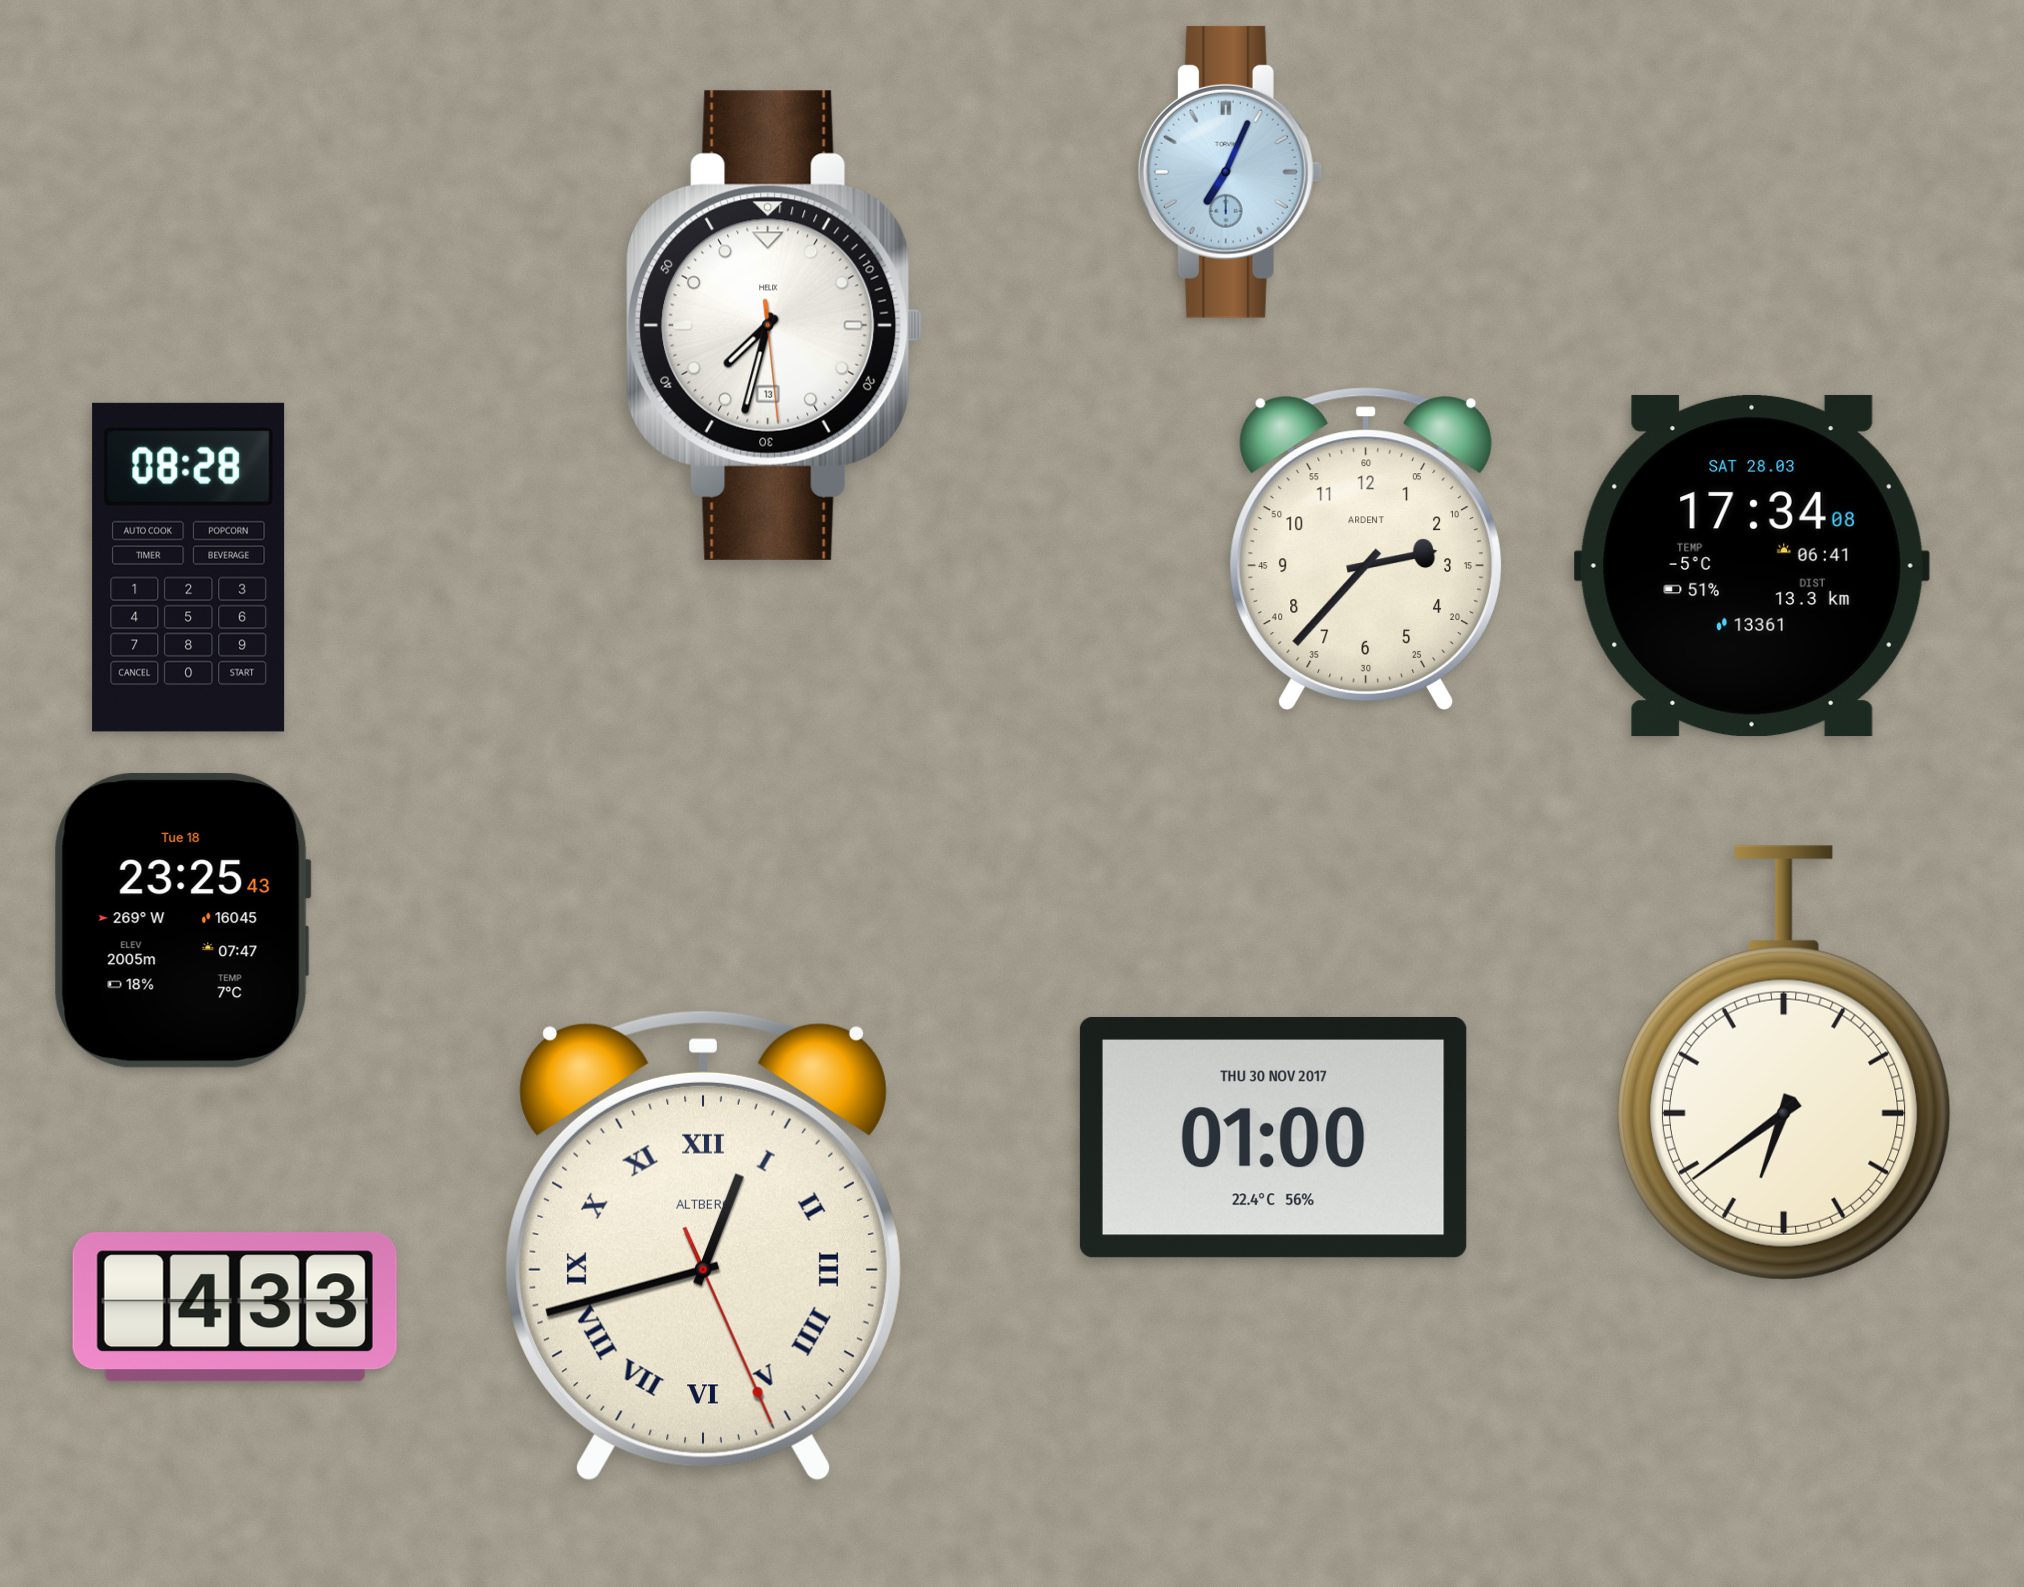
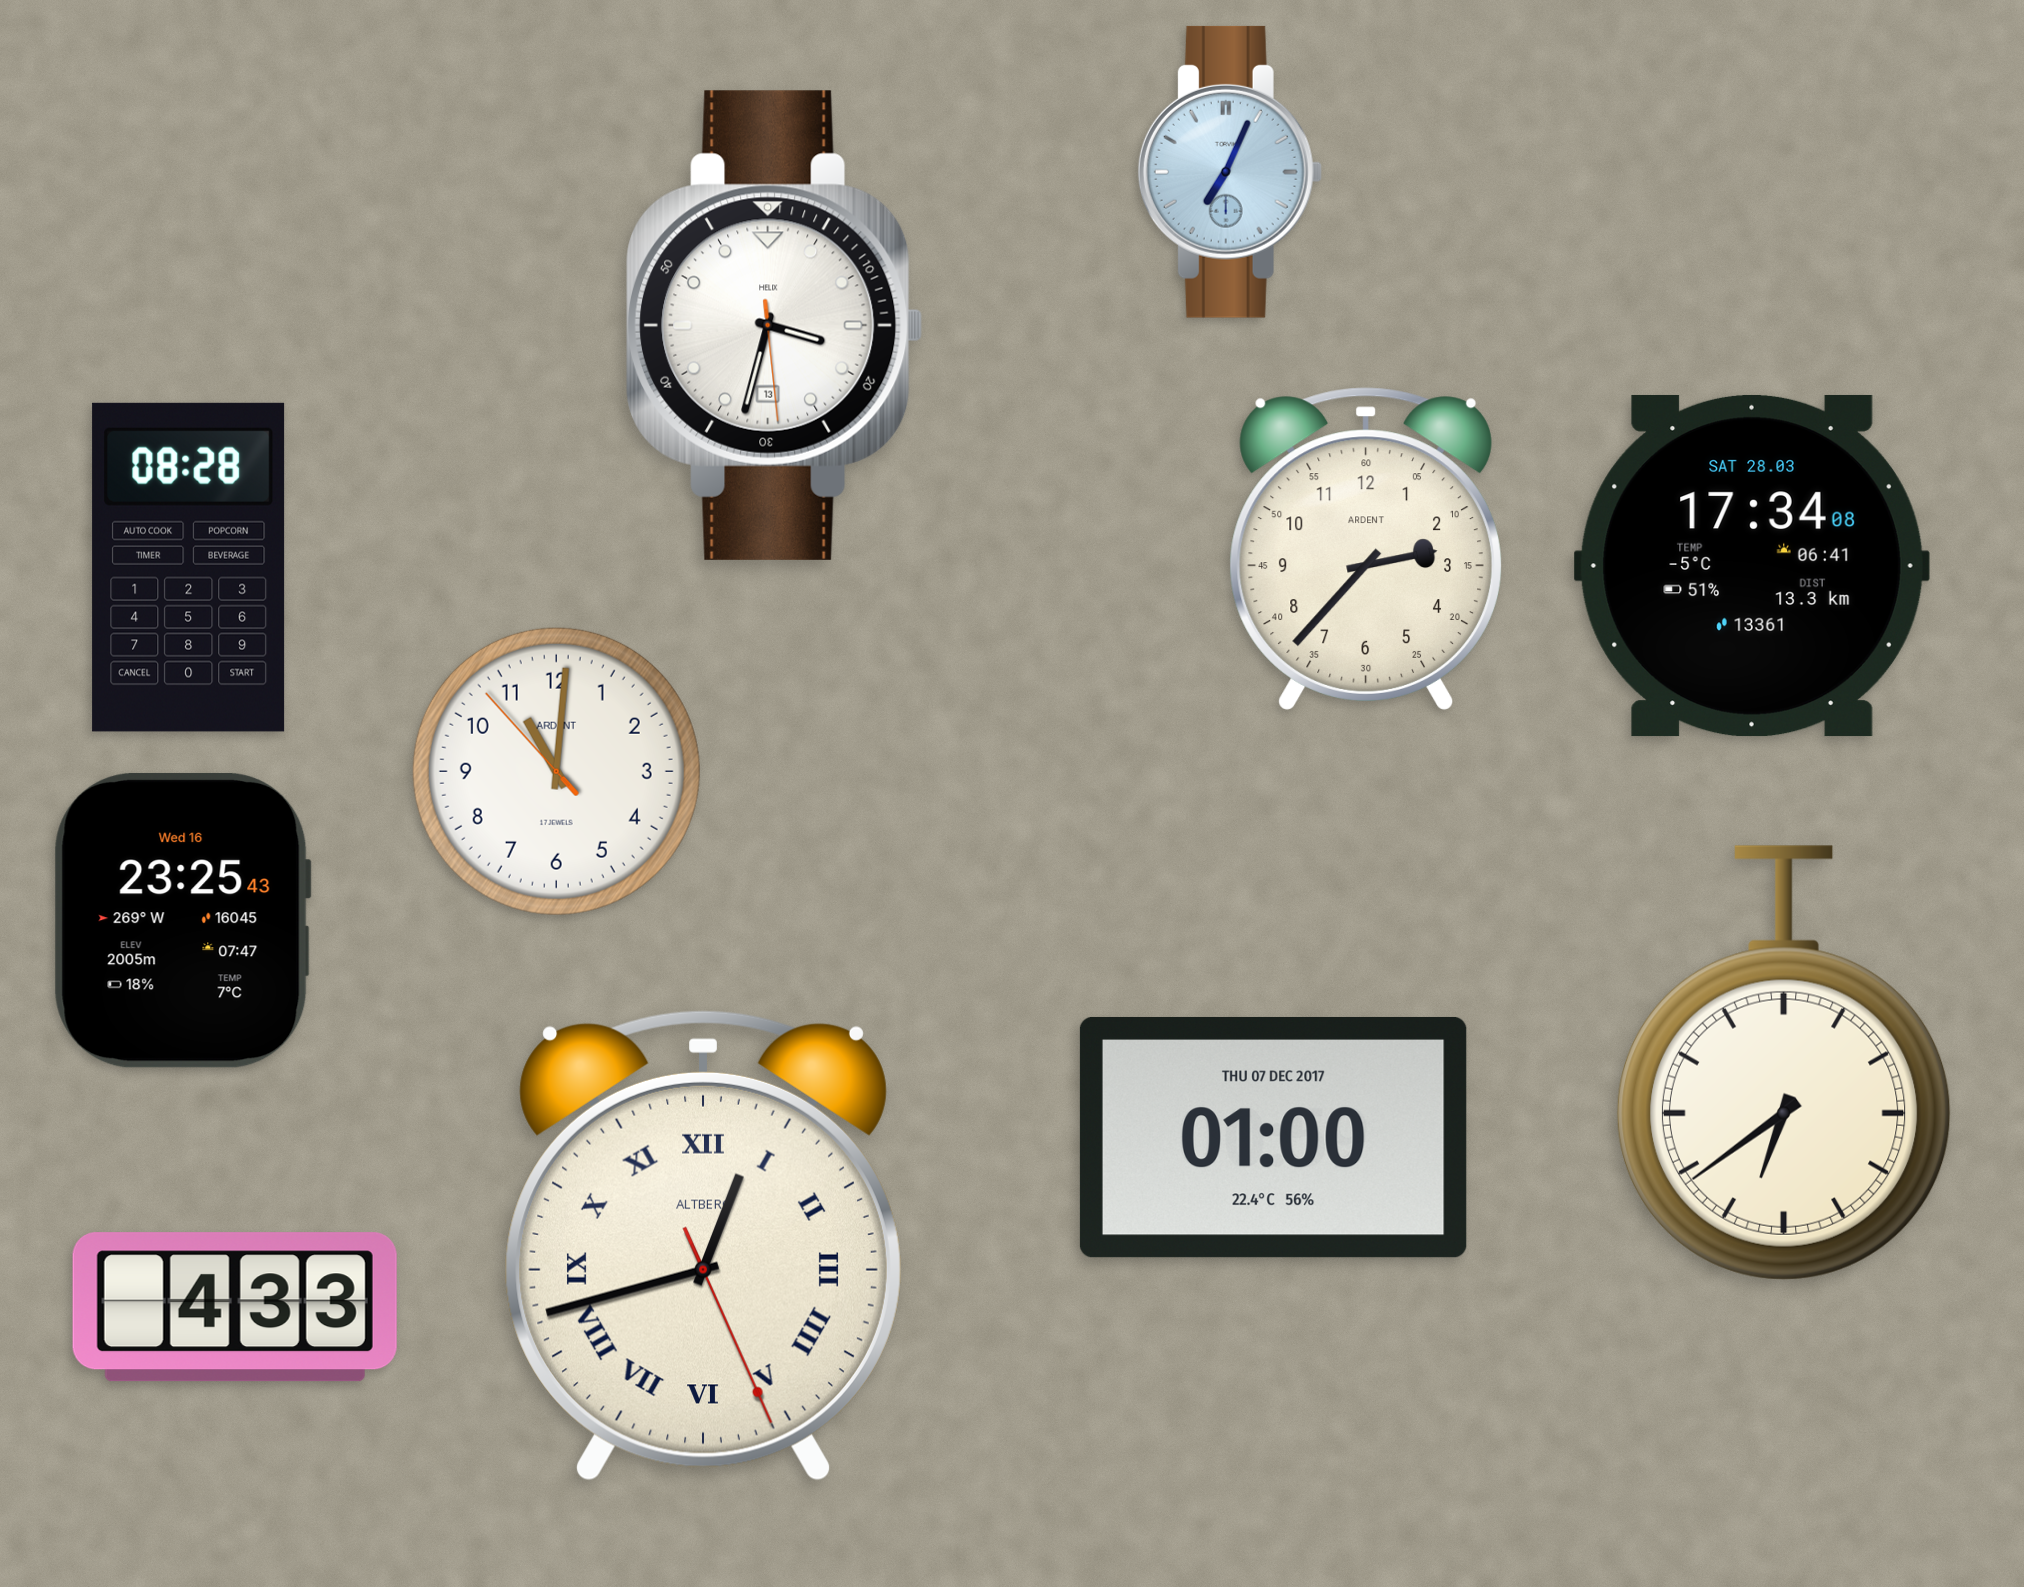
clock at (774, 325): 7:32 -> 3:32
clock at (556, 771): none -> 11:00
clock at (182, 920) date: Tue 18 -> Wed 16
clock at (1273, 1137) date: THU 30 NOV 2017 -> THU 07 DEC 2017
